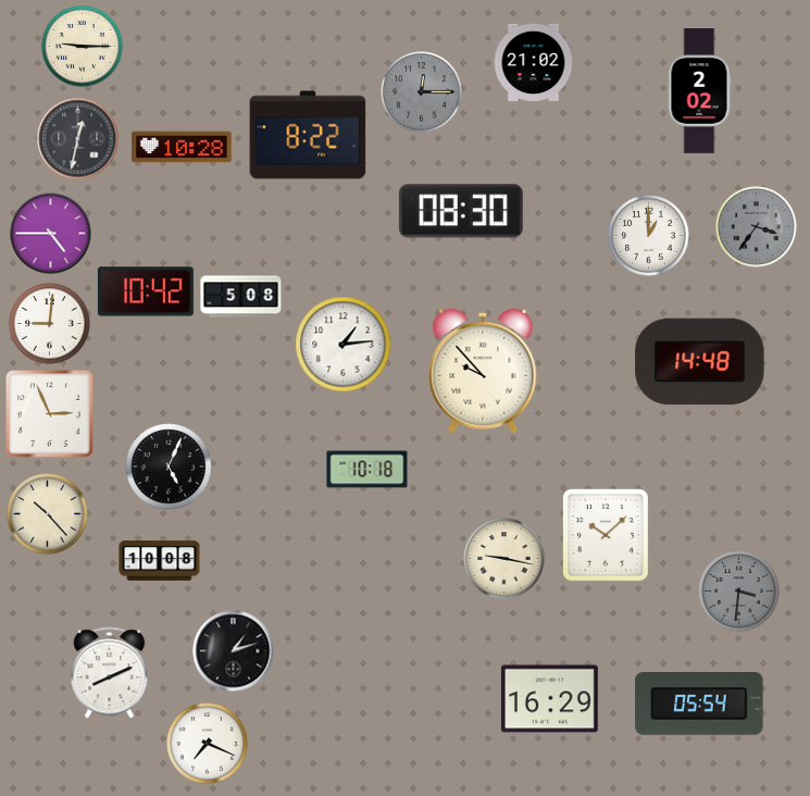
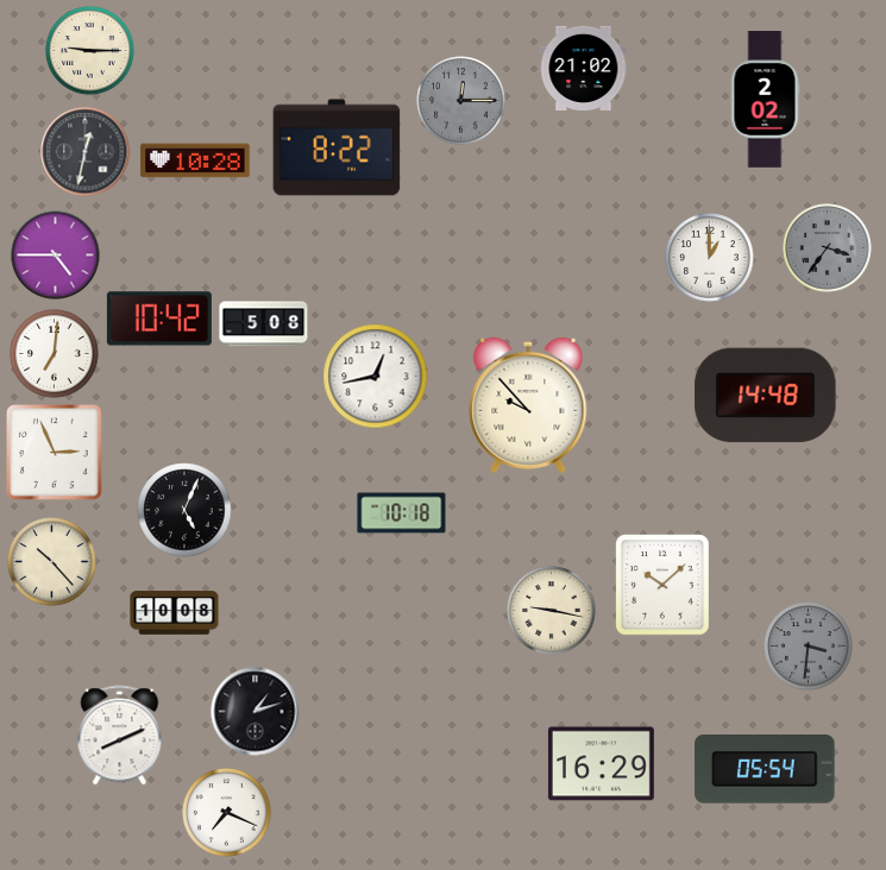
clock at (182, 147) position: (182, 147) -> (195, 160)
clock at (461, 211): 08:30 -> none
clock at (50, 324): 9:01 -> 7:01
clock at (344, 345): 1:14 -> 12:43
